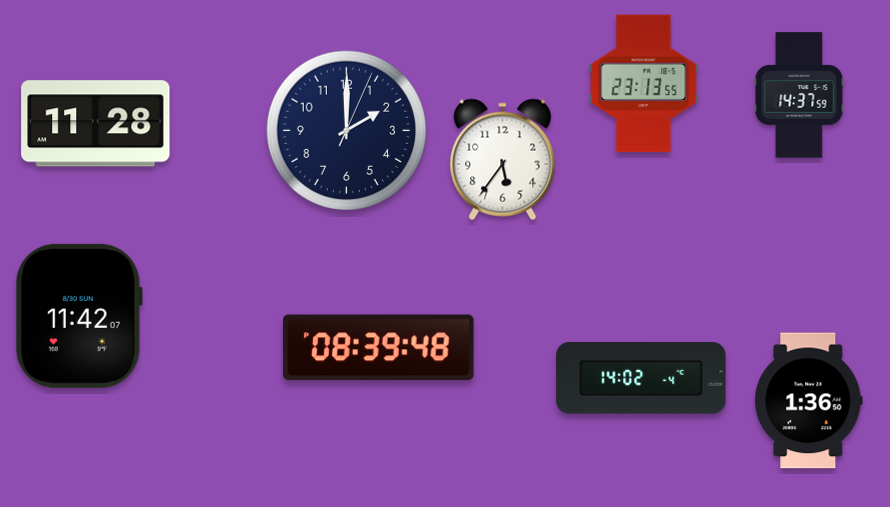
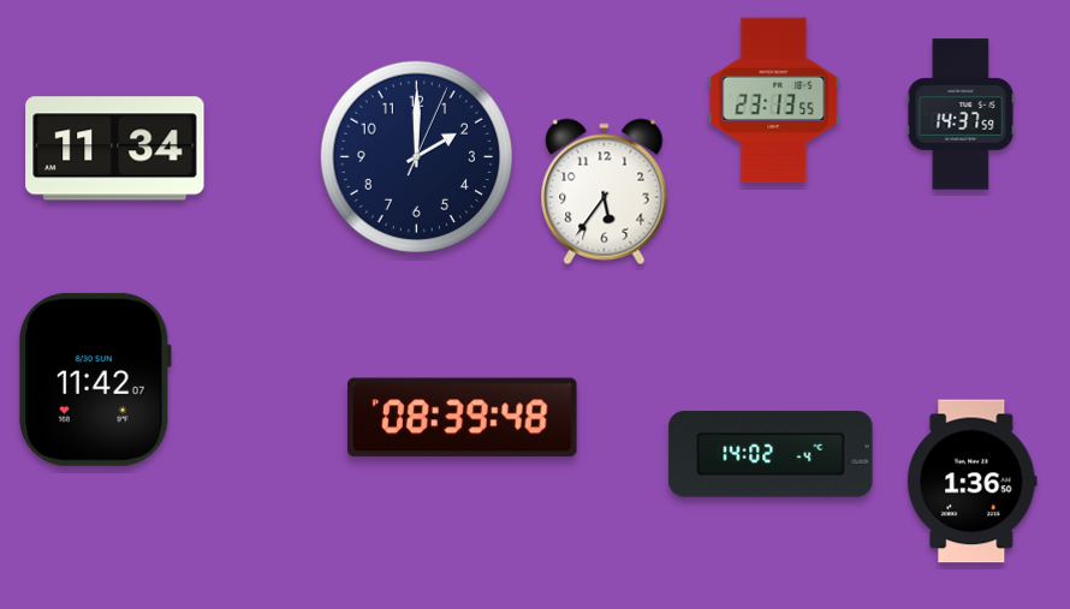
clock at (96, 124): 11:28 -> 11:34
clock at (379, 348) position: (379, 348) -> (463, 418)
